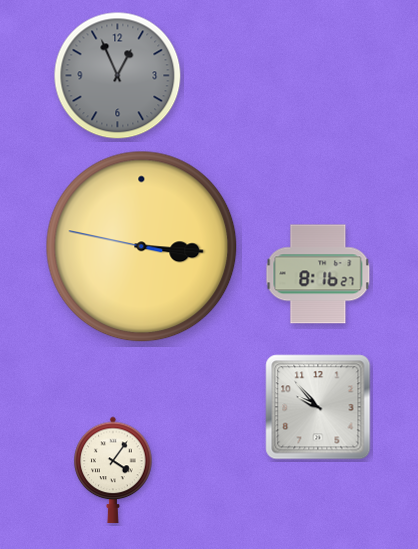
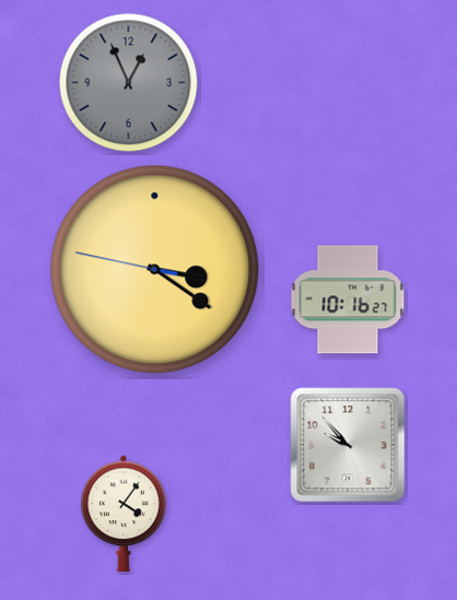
clock at (142, 247): 3:15 -> 3:20
clock at (318, 274): 8:16 -> 10:16
